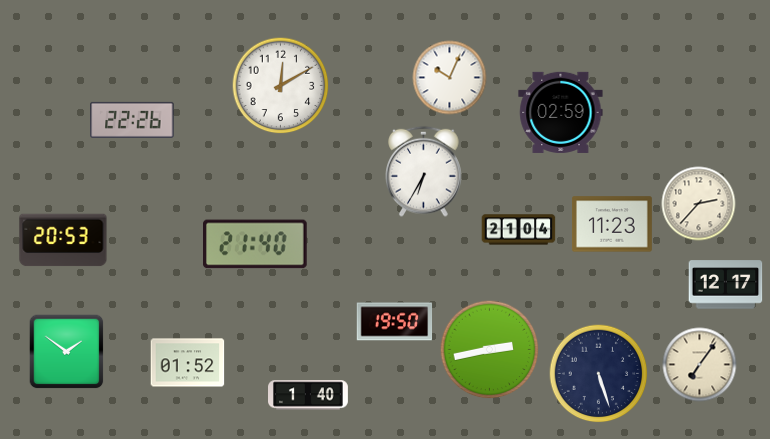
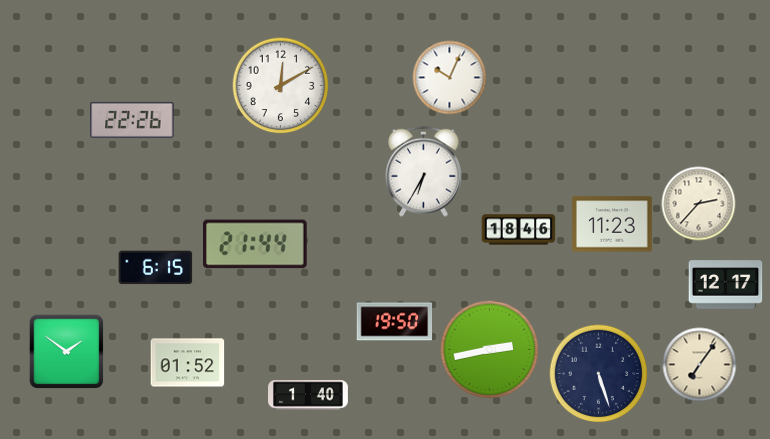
clock at (561, 112): 02:59 -> none
clock at (519, 230): 21:04 -> 18:46
clock at (63, 240): 20:53 -> none
clock at (256, 244): 21:40 -> 21:44
clock at (156, 268): none -> 6:15
